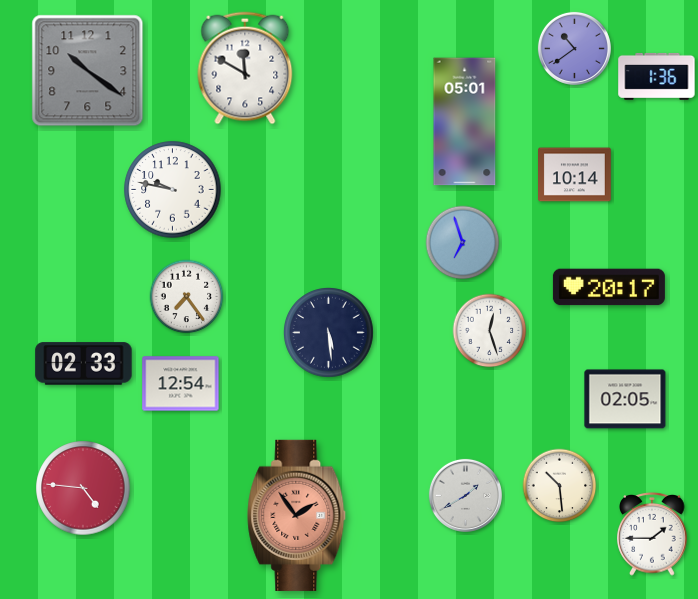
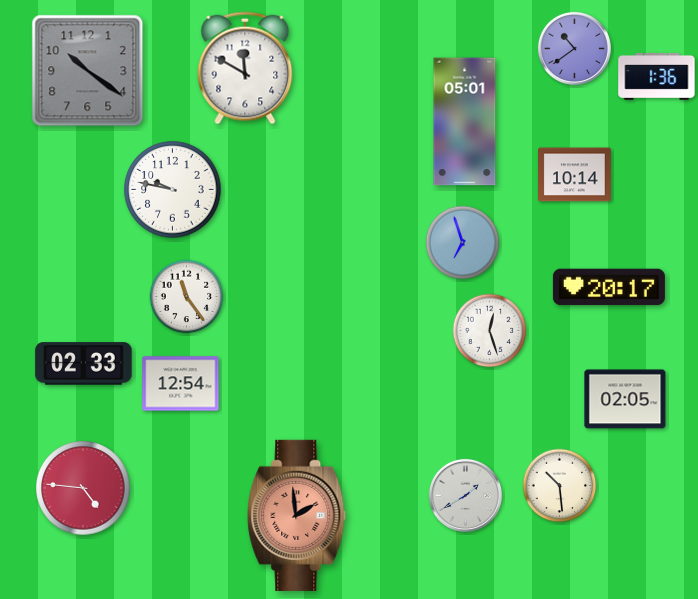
clock at (187, 297): 7:24 -> 11:24
clock at (329, 333): 5:29 -> none
clock at (297, 515): 1:54 -> 1:59
clock at (652, 534): 1:45 -> none
